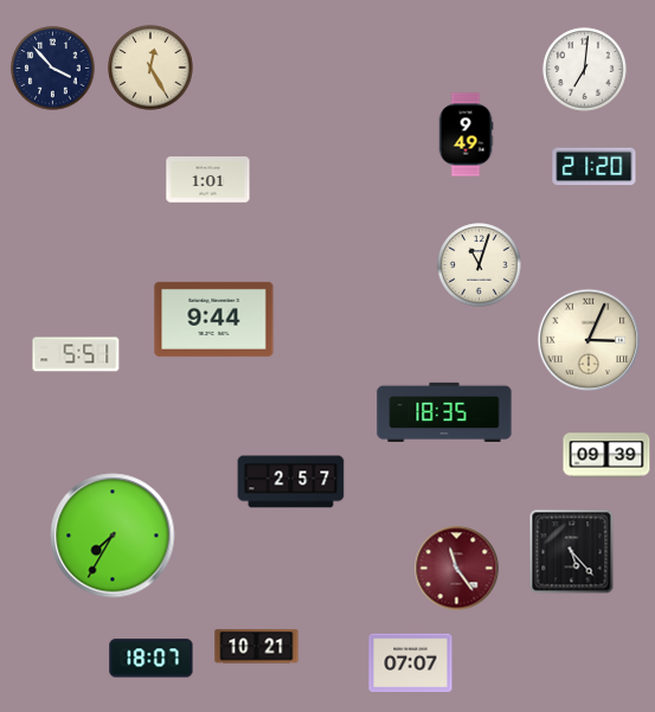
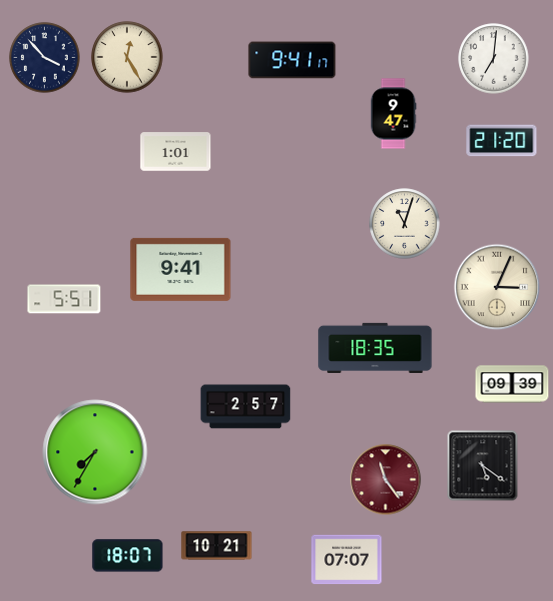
clock at (292, 60): none -> 9:41
clock at (465, 135): 9:49 -> 9:47
clock at (214, 319): 9:44 -> 9:41
clock at (572, 552): 5:23 -> 5:21
